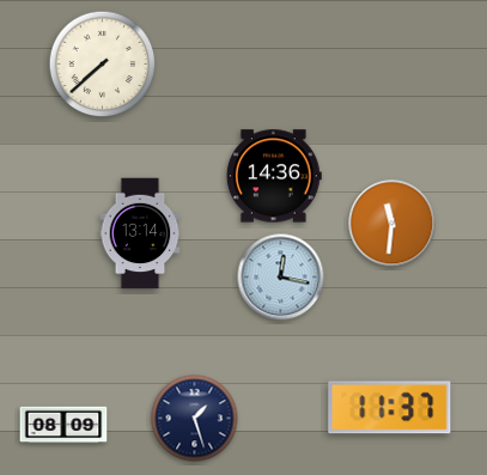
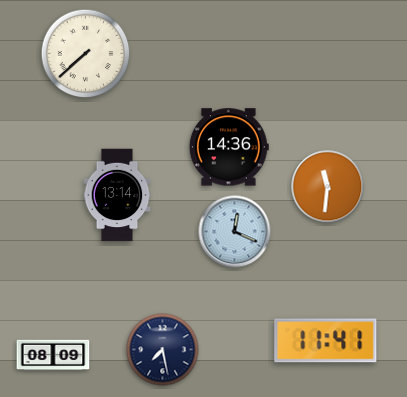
clock at (281, 278): 12:17 -> 12:19
clock at (390, 408): 11:37 -> 11:41
clock at (195, 419): 1:27 -> 7:28
